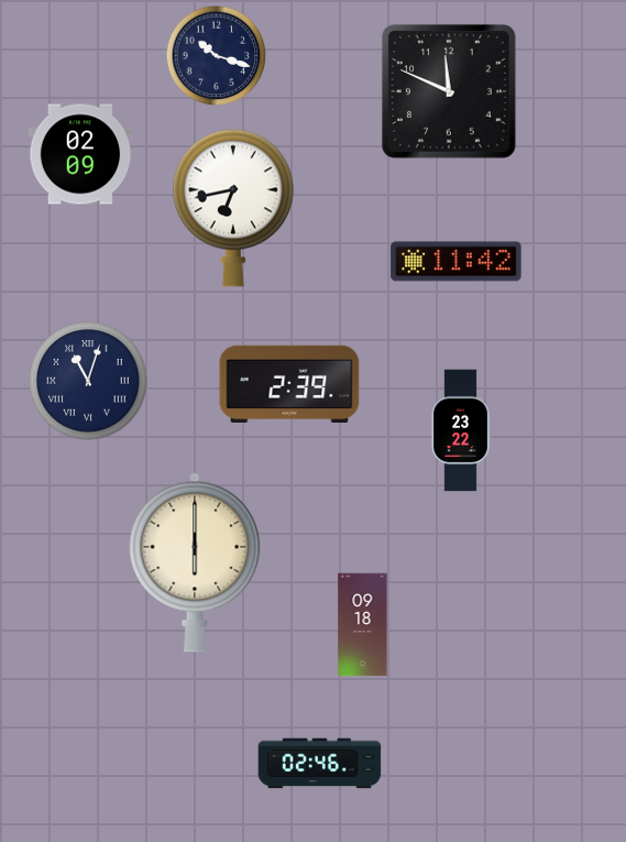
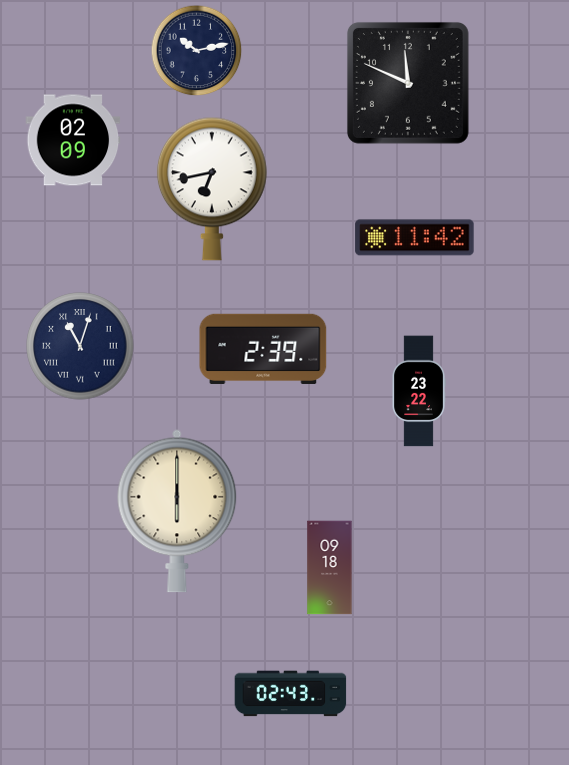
clock at (217, 56): 10:18 -> 10:13
clock at (320, 764): 02:46 -> 02:43
